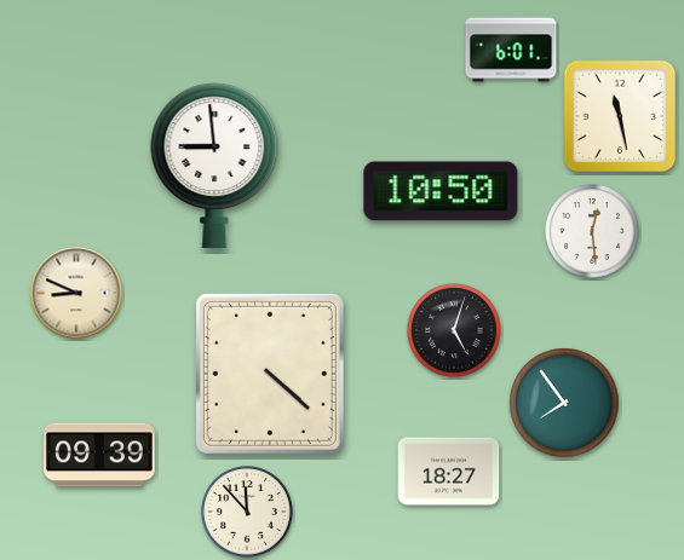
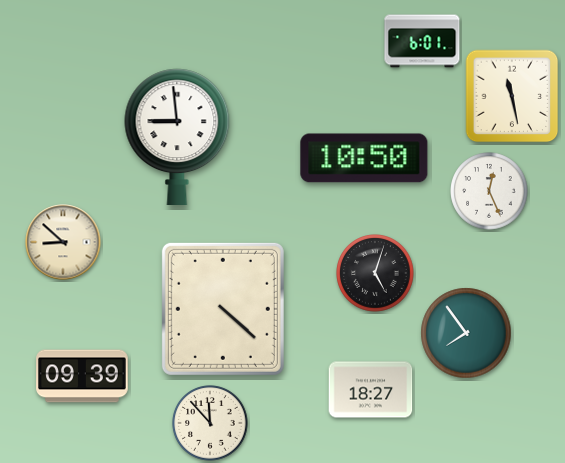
clock at (592, 231): 12:29 -> 12:26
clock at (76, 293): 8:49 -> 8:52
clock at (247, 512) position: (247, 512) -> (210, 423)
